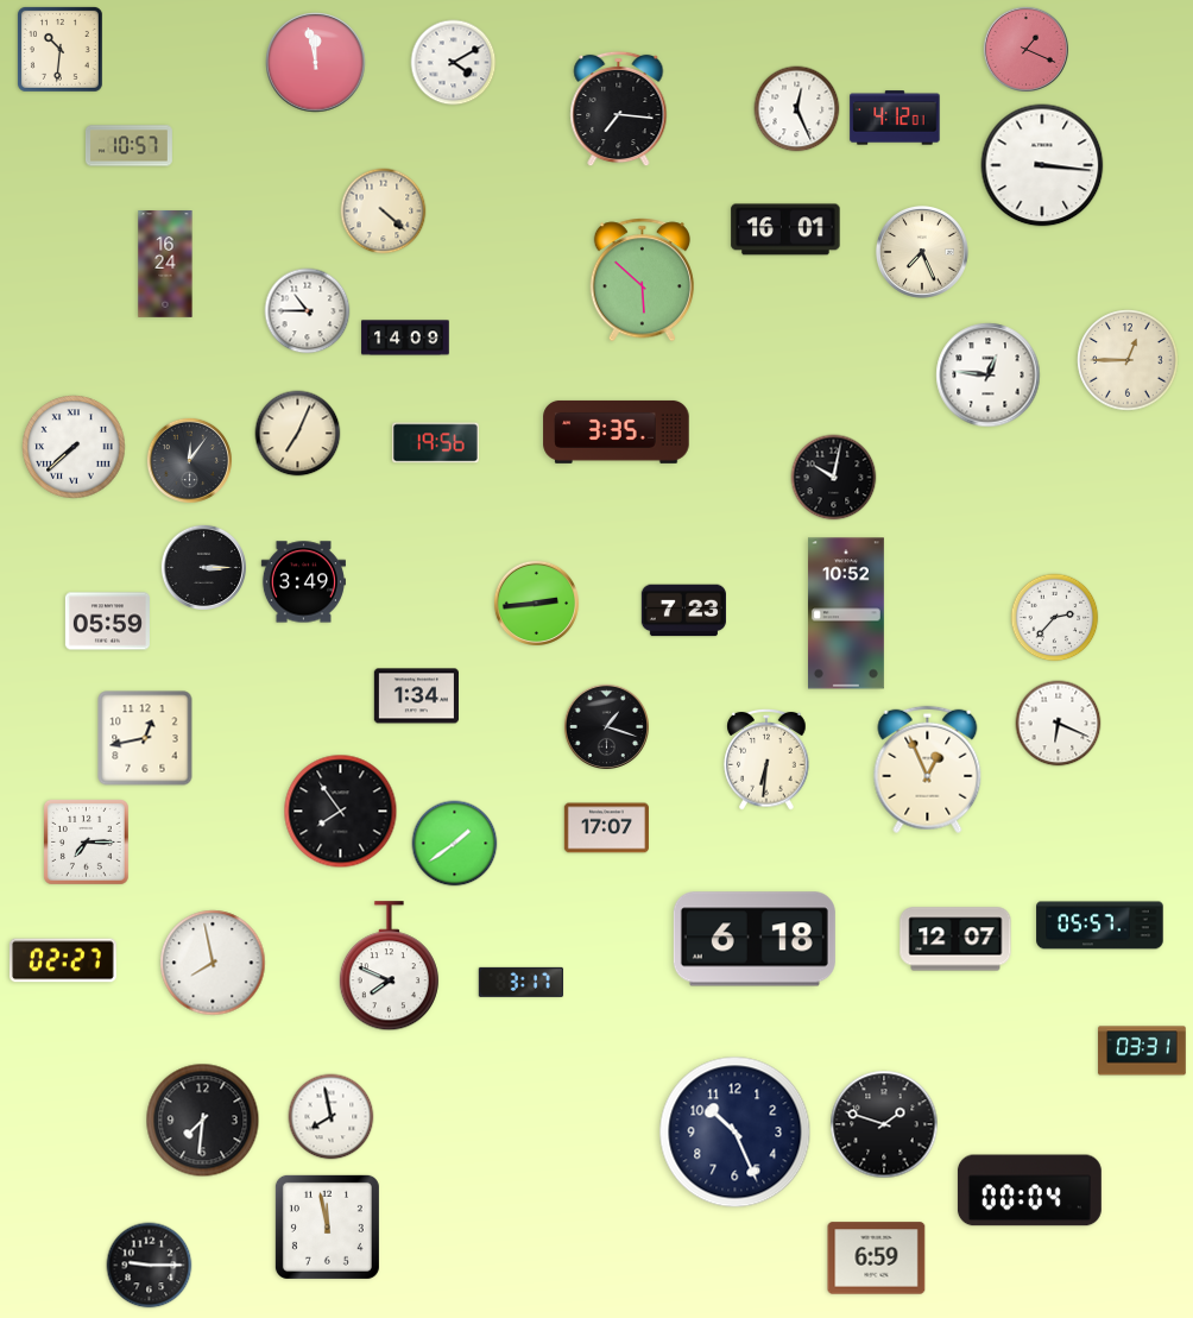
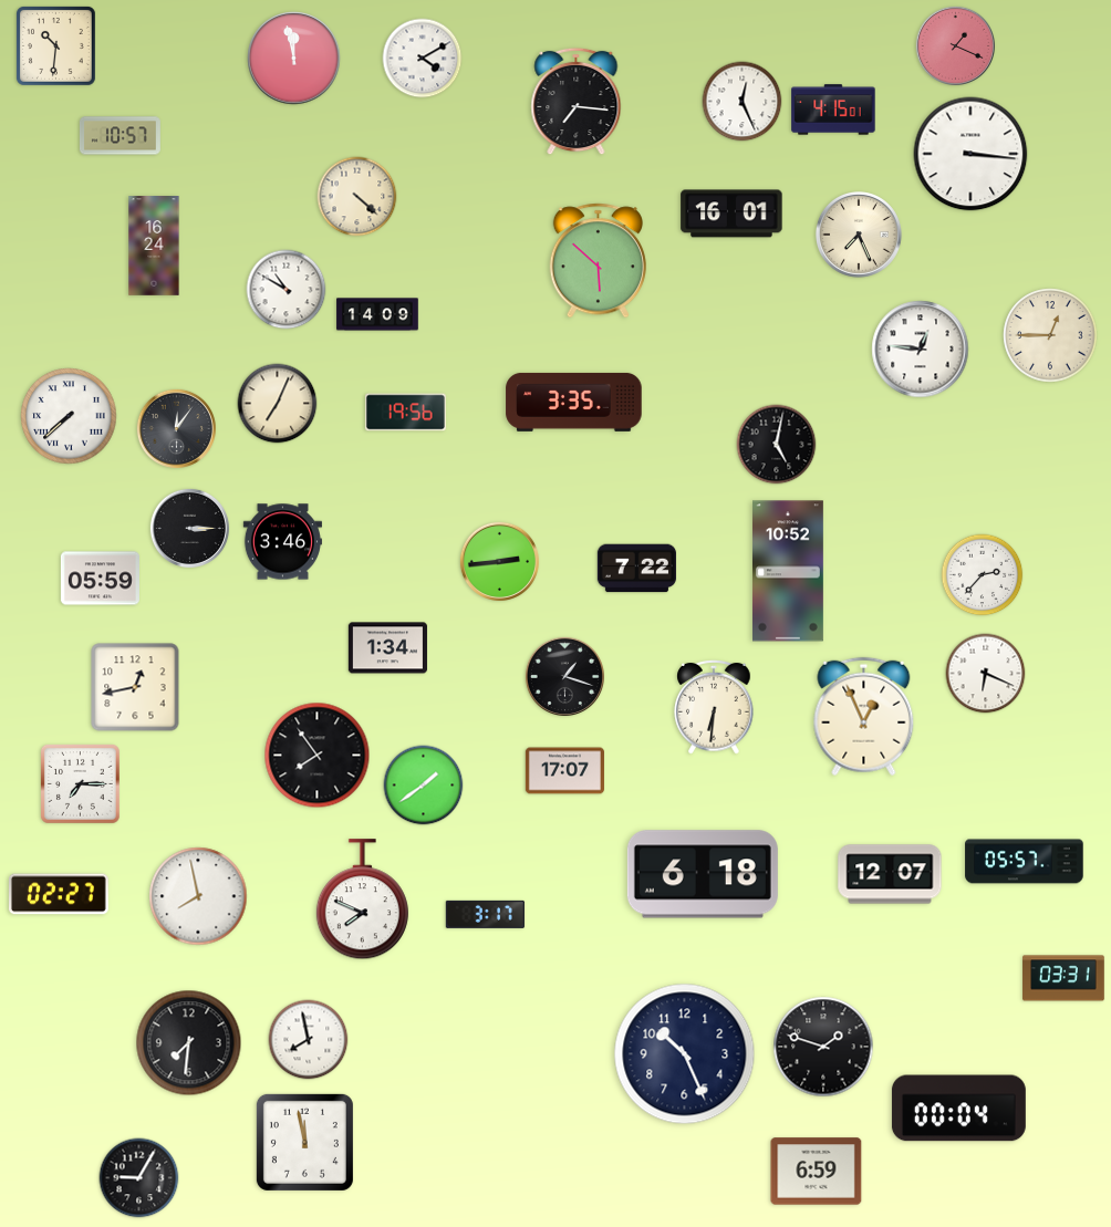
clock at (895, 118): 4:12 -> 4:15
clock at (308, 311): 10:45 -> 10:50
clock at (834, 478): 10:02 -> 5:02
clock at (303, 582): 3:49 -> 3:46
clock at (683, 611): 7:23 -> 7:22
clock at (150, 1266): 9:15 -> 9:05
